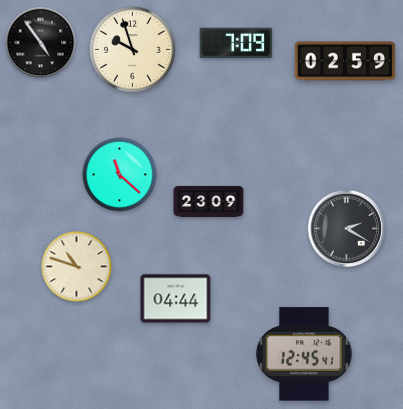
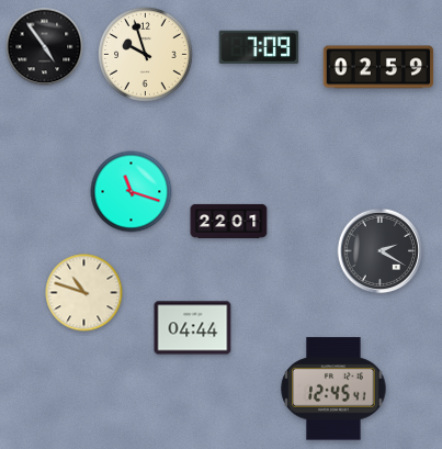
clock at (120, 175): 11:22 -> 11:18
clock at (209, 201): 23:09 -> 22:01
